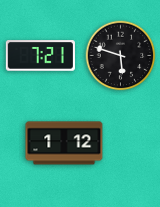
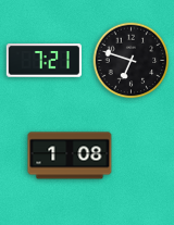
clock at (121, 56): 5:48 -> 6:48
clock at (64, 143): 1:12 -> 1:08
